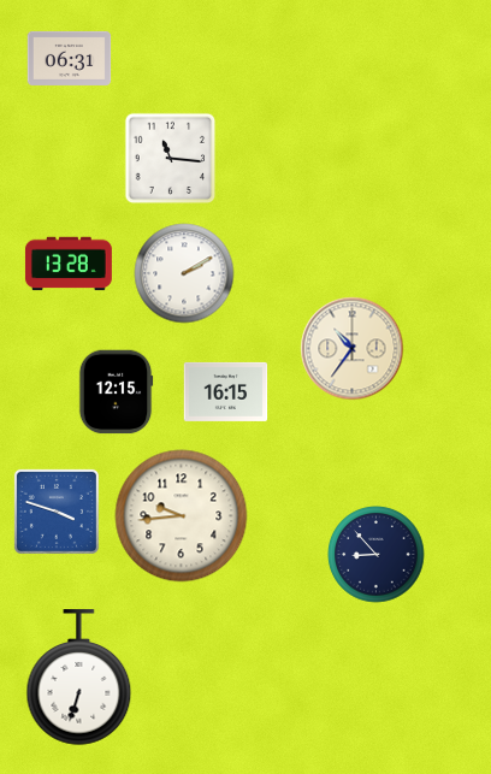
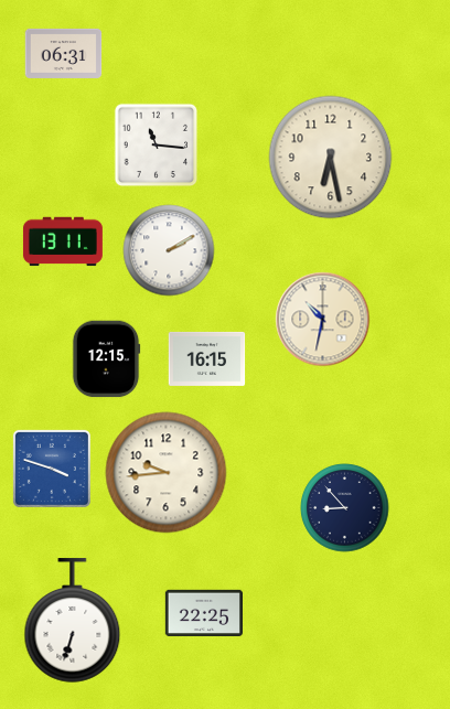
clock at (331, 158): none -> 6:28
clock at (69, 264): 13:28 -> 13:11
clock at (353, 349): 10:36 -> 10:32
clock at (203, 612): none -> 22:25
